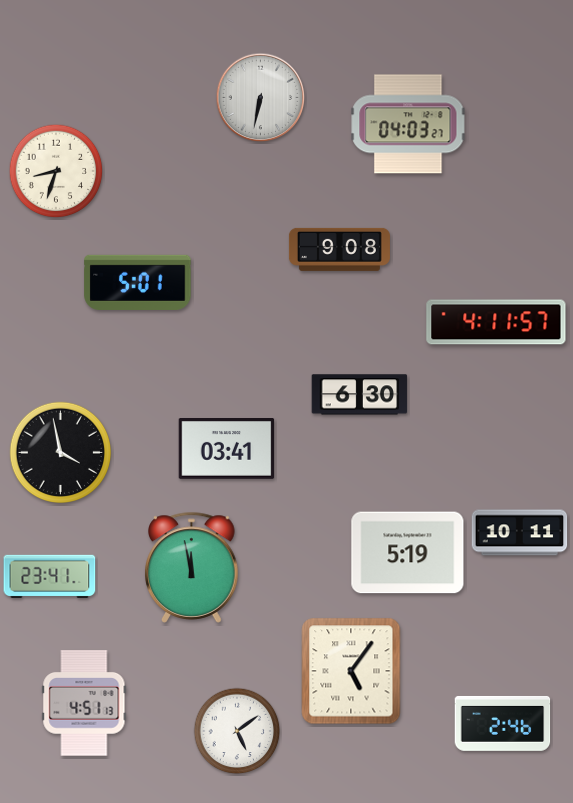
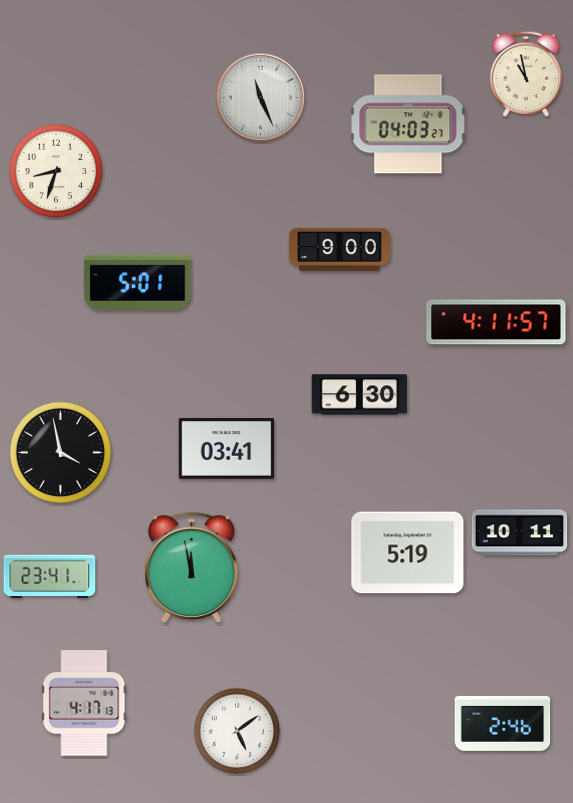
clock at (526, 74): none -> 10:58
clock at (261, 98): 6:32 -> 11:26
clock at (339, 249): 9:08 -> 9:00
clock at (351, 671): 5:06 -> none
clock at (84, 703): 4:51 -> 4:17
